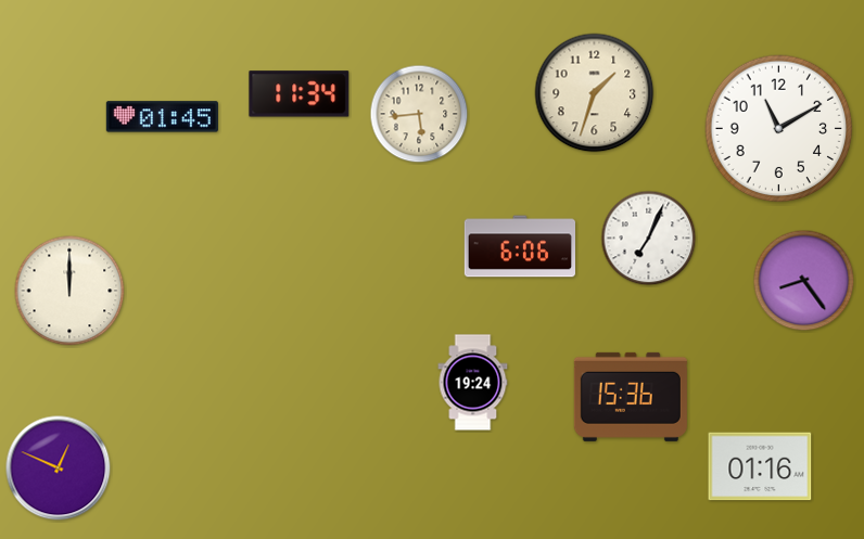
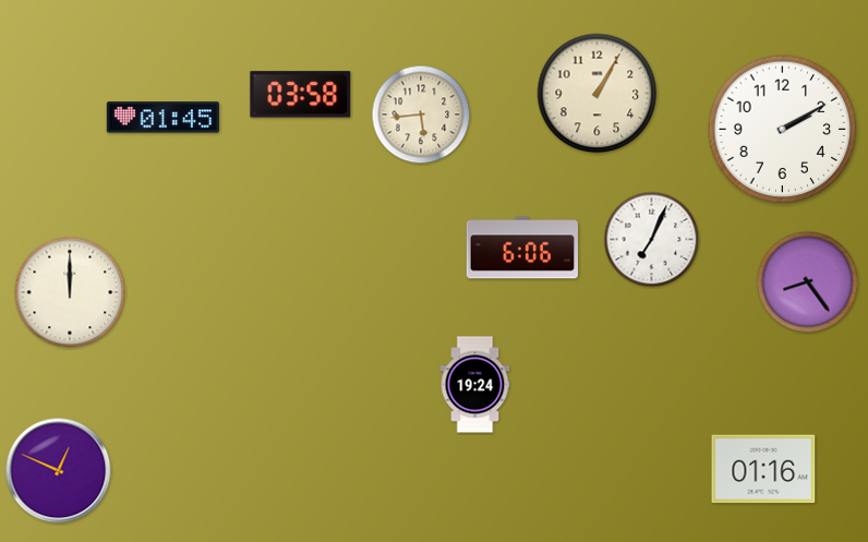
clock at (595, 93): 1:33 -> 1:05
clock at (300, 94): 11:34 -> 03:58
clock at (779, 129): 11:10 -> 2:10
clock at (631, 397): 15:36 -> none
